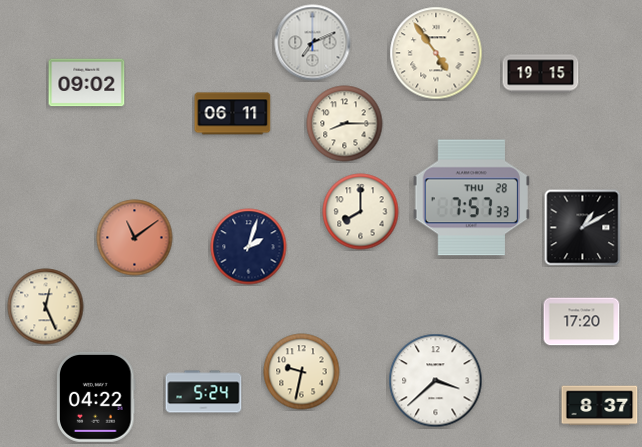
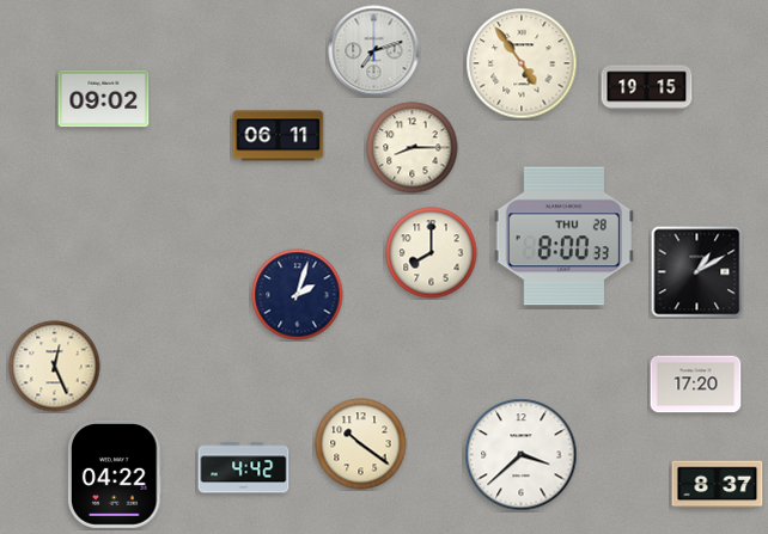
clock at (313, 43): 7:11 -> 7:12
clock at (471, 198): 7:57 -> 8:00
clock at (135, 238): 11:09 -> none
clock at (302, 372): 9:32 -> 10:21
clock at (204, 392): 5:24 -> 4:42
